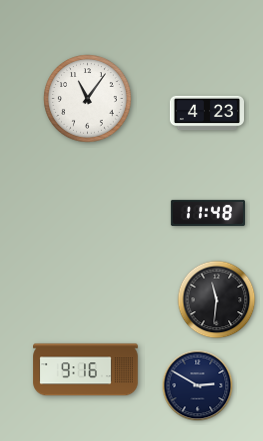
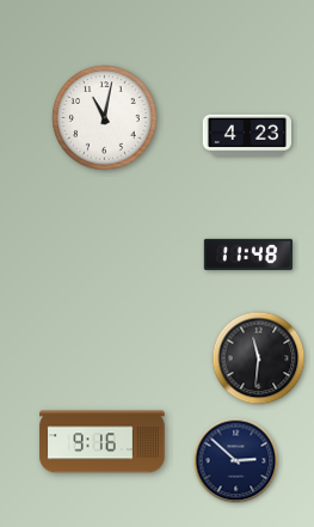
clock at (88, 99): 11:06 -> 11:02
clock at (198, 386): 2:50 -> 2:52
